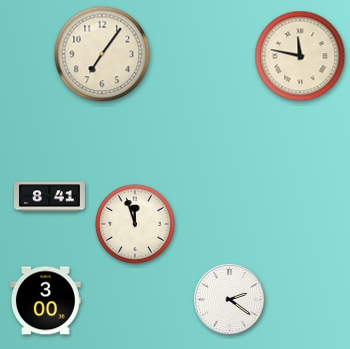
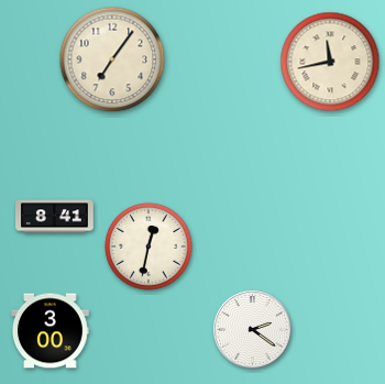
clock at (300, 56): 11:47 -> 11:43
clock at (135, 224): 11:57 -> 12:32
